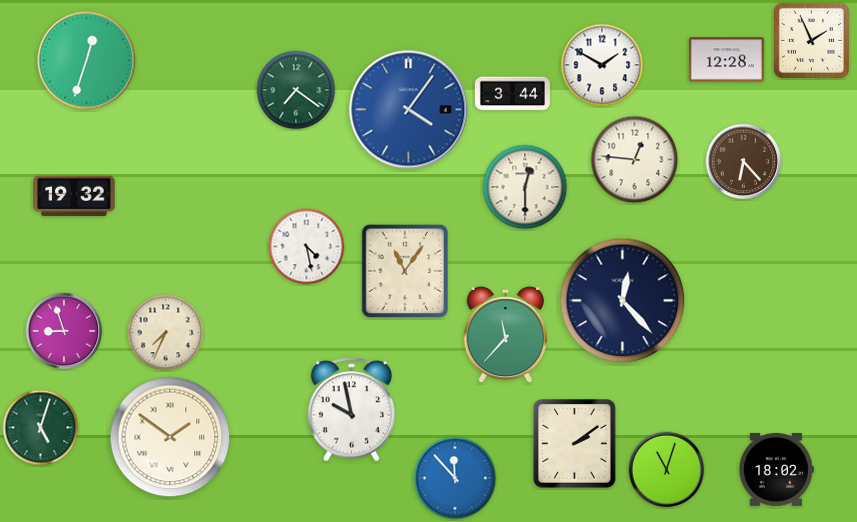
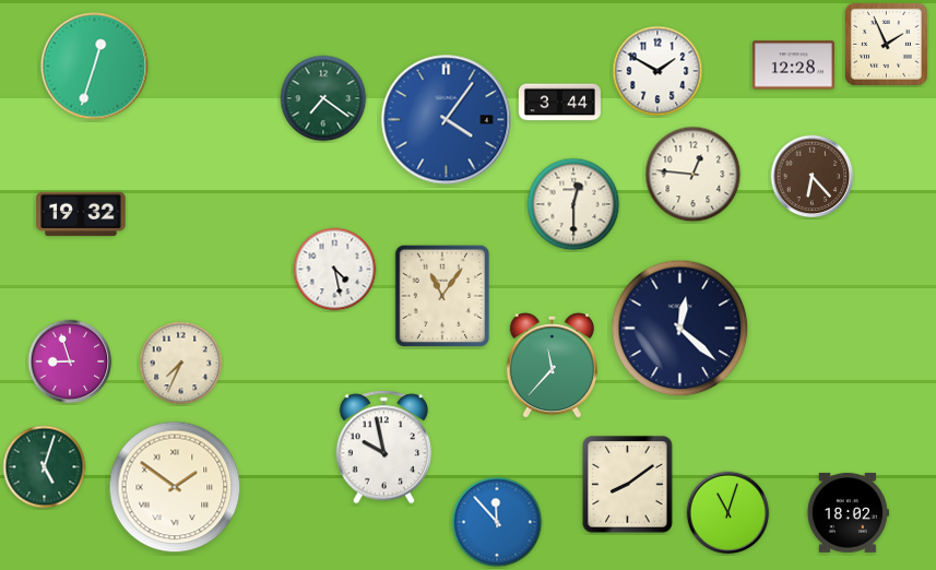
clock at (623, 301): 12:23 -> 12:22
clock at (170, 437) position: (170, 437) -> (175, 487)
clock at (575, 444): 2:09 -> 8:09
